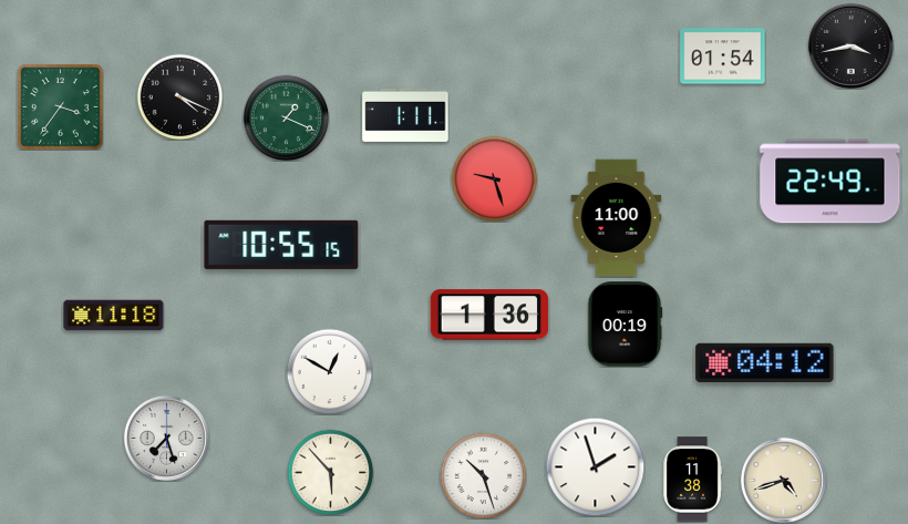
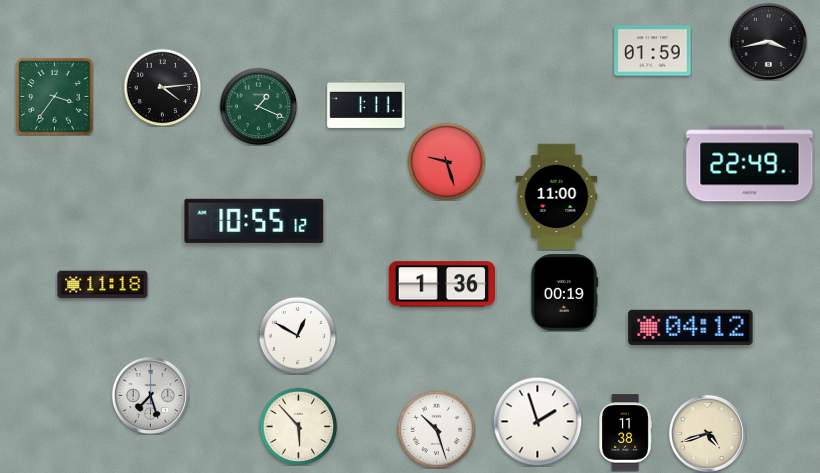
clock at (723, 56): 01:54 -> 01:59
clock at (179, 96): 4:19 -> 4:14
clock at (281, 245): 10:55:15 -> 10:55:12
